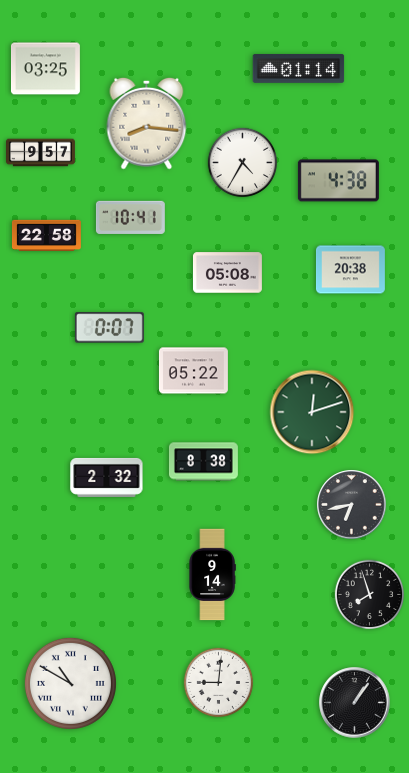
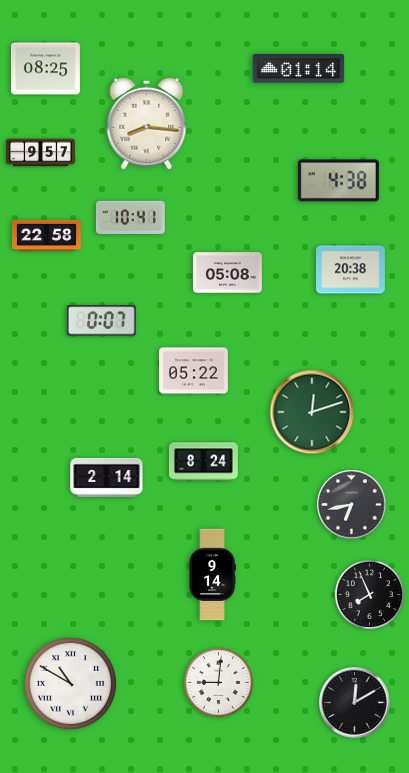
clock at (45, 69): 03:25 -> 08:25
clock at (243, 163): 4:35 -> none
clock at (109, 328) position: (109, 328) -> (101, 321)
clock at (203, 462): 8:38 -> 8:24
clock at (107, 477): 2:32 -> 2:14
clock at (370, 595): 7:57 -> 7:56
clock at (355, 703): 1:06 -> 12:10
